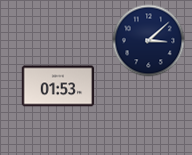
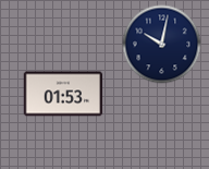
clock at (149, 41): 3:08 -> 10:02
